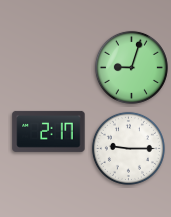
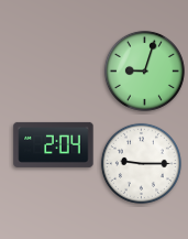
clock at (131, 67) position: (131, 67) -> (144, 70)
clock at (49, 131): 2:17 -> 2:04
